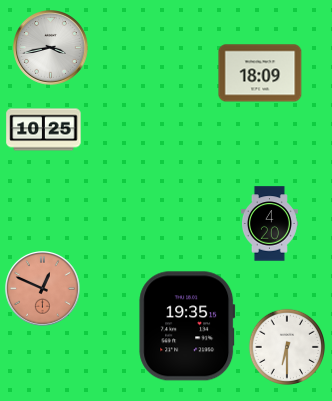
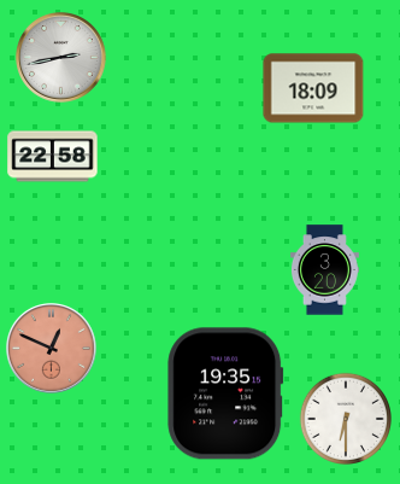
clock at (51, 48): 3:43 -> 2:43
clock at (44, 130): 10:25 -> 22:58
clock at (269, 224): 4:20 -> 3:20
